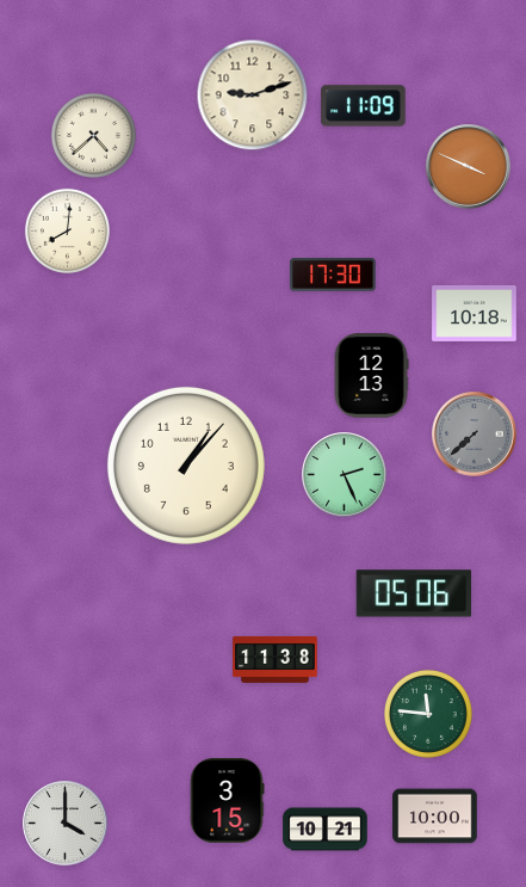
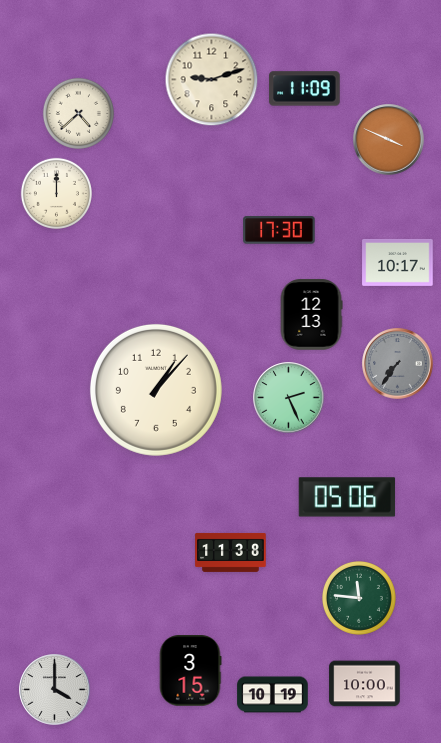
clock at (469, 167) position: (469, 167) -> (389, 140)
clock at (67, 230): 8:01 -> 12:00
clock at (475, 313): 10:18 -> 10:17
clock at (475, 435): 7:38 -> 7:36
clock at (326, 830): 10:21 -> 10:19
